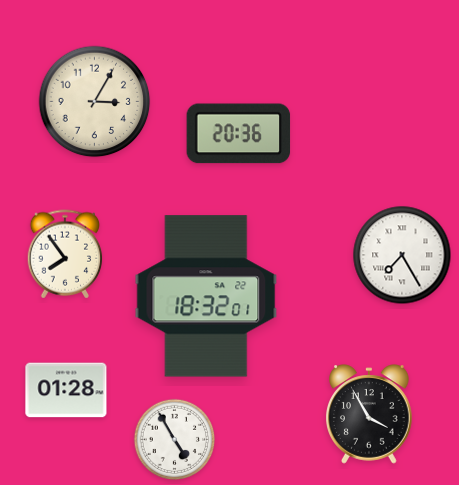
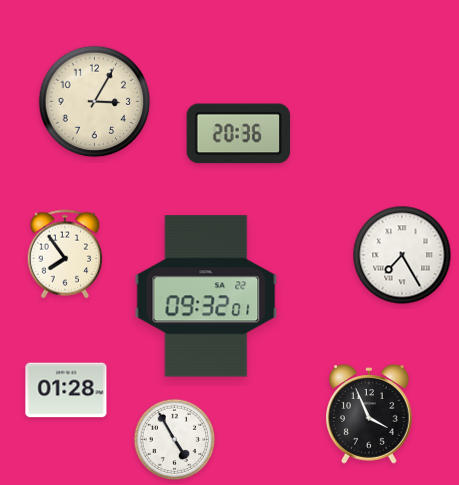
clock at (206, 296): 18:32 -> 09:32
clock at (370, 414): 3:55 -> 3:56
